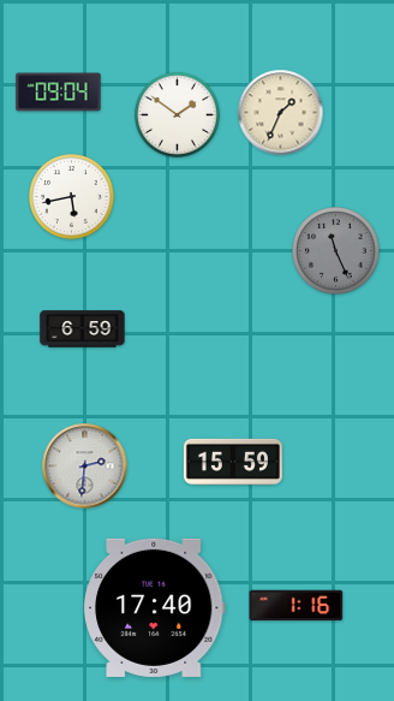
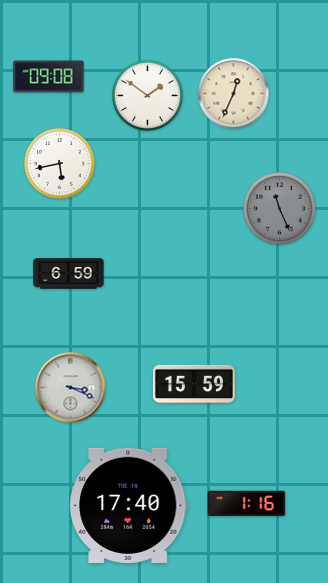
clock at (59, 93): 09:04 -> 09:08
clock at (281, 113): 1:34 -> 12:34
clock at (85, 467): 2:31 -> 3:19
